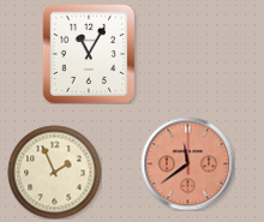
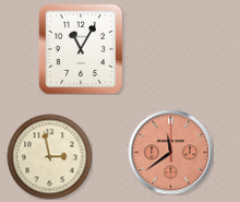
clock at (187, 163) position: (187, 163) -> (170, 152)
clock at (54, 172): 1:56 -> 2:58
